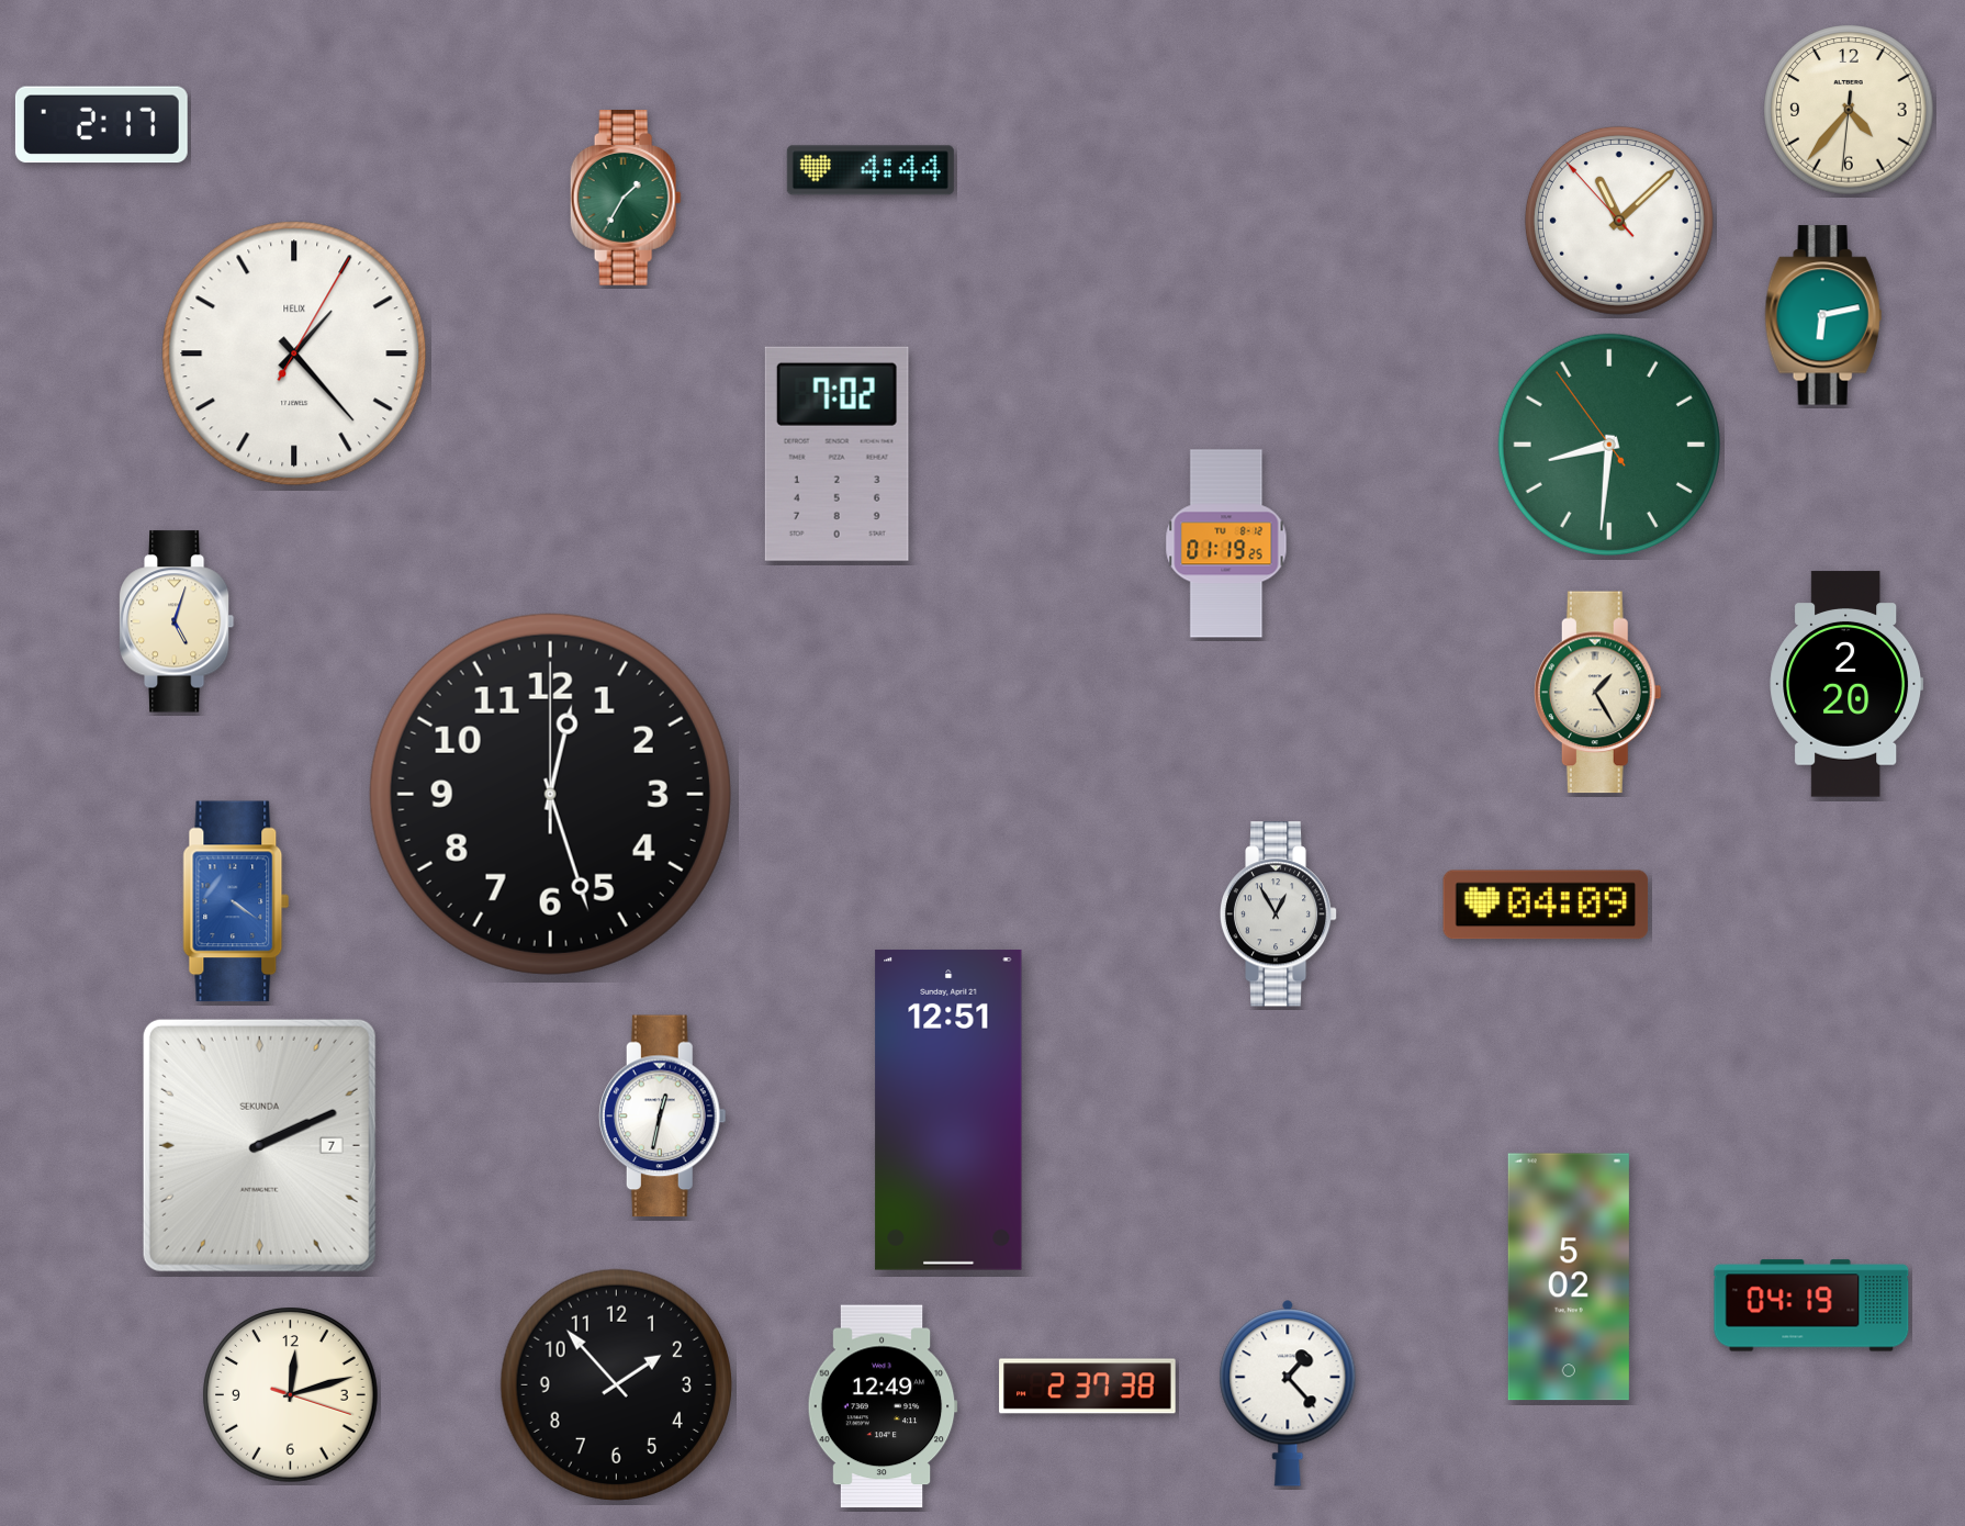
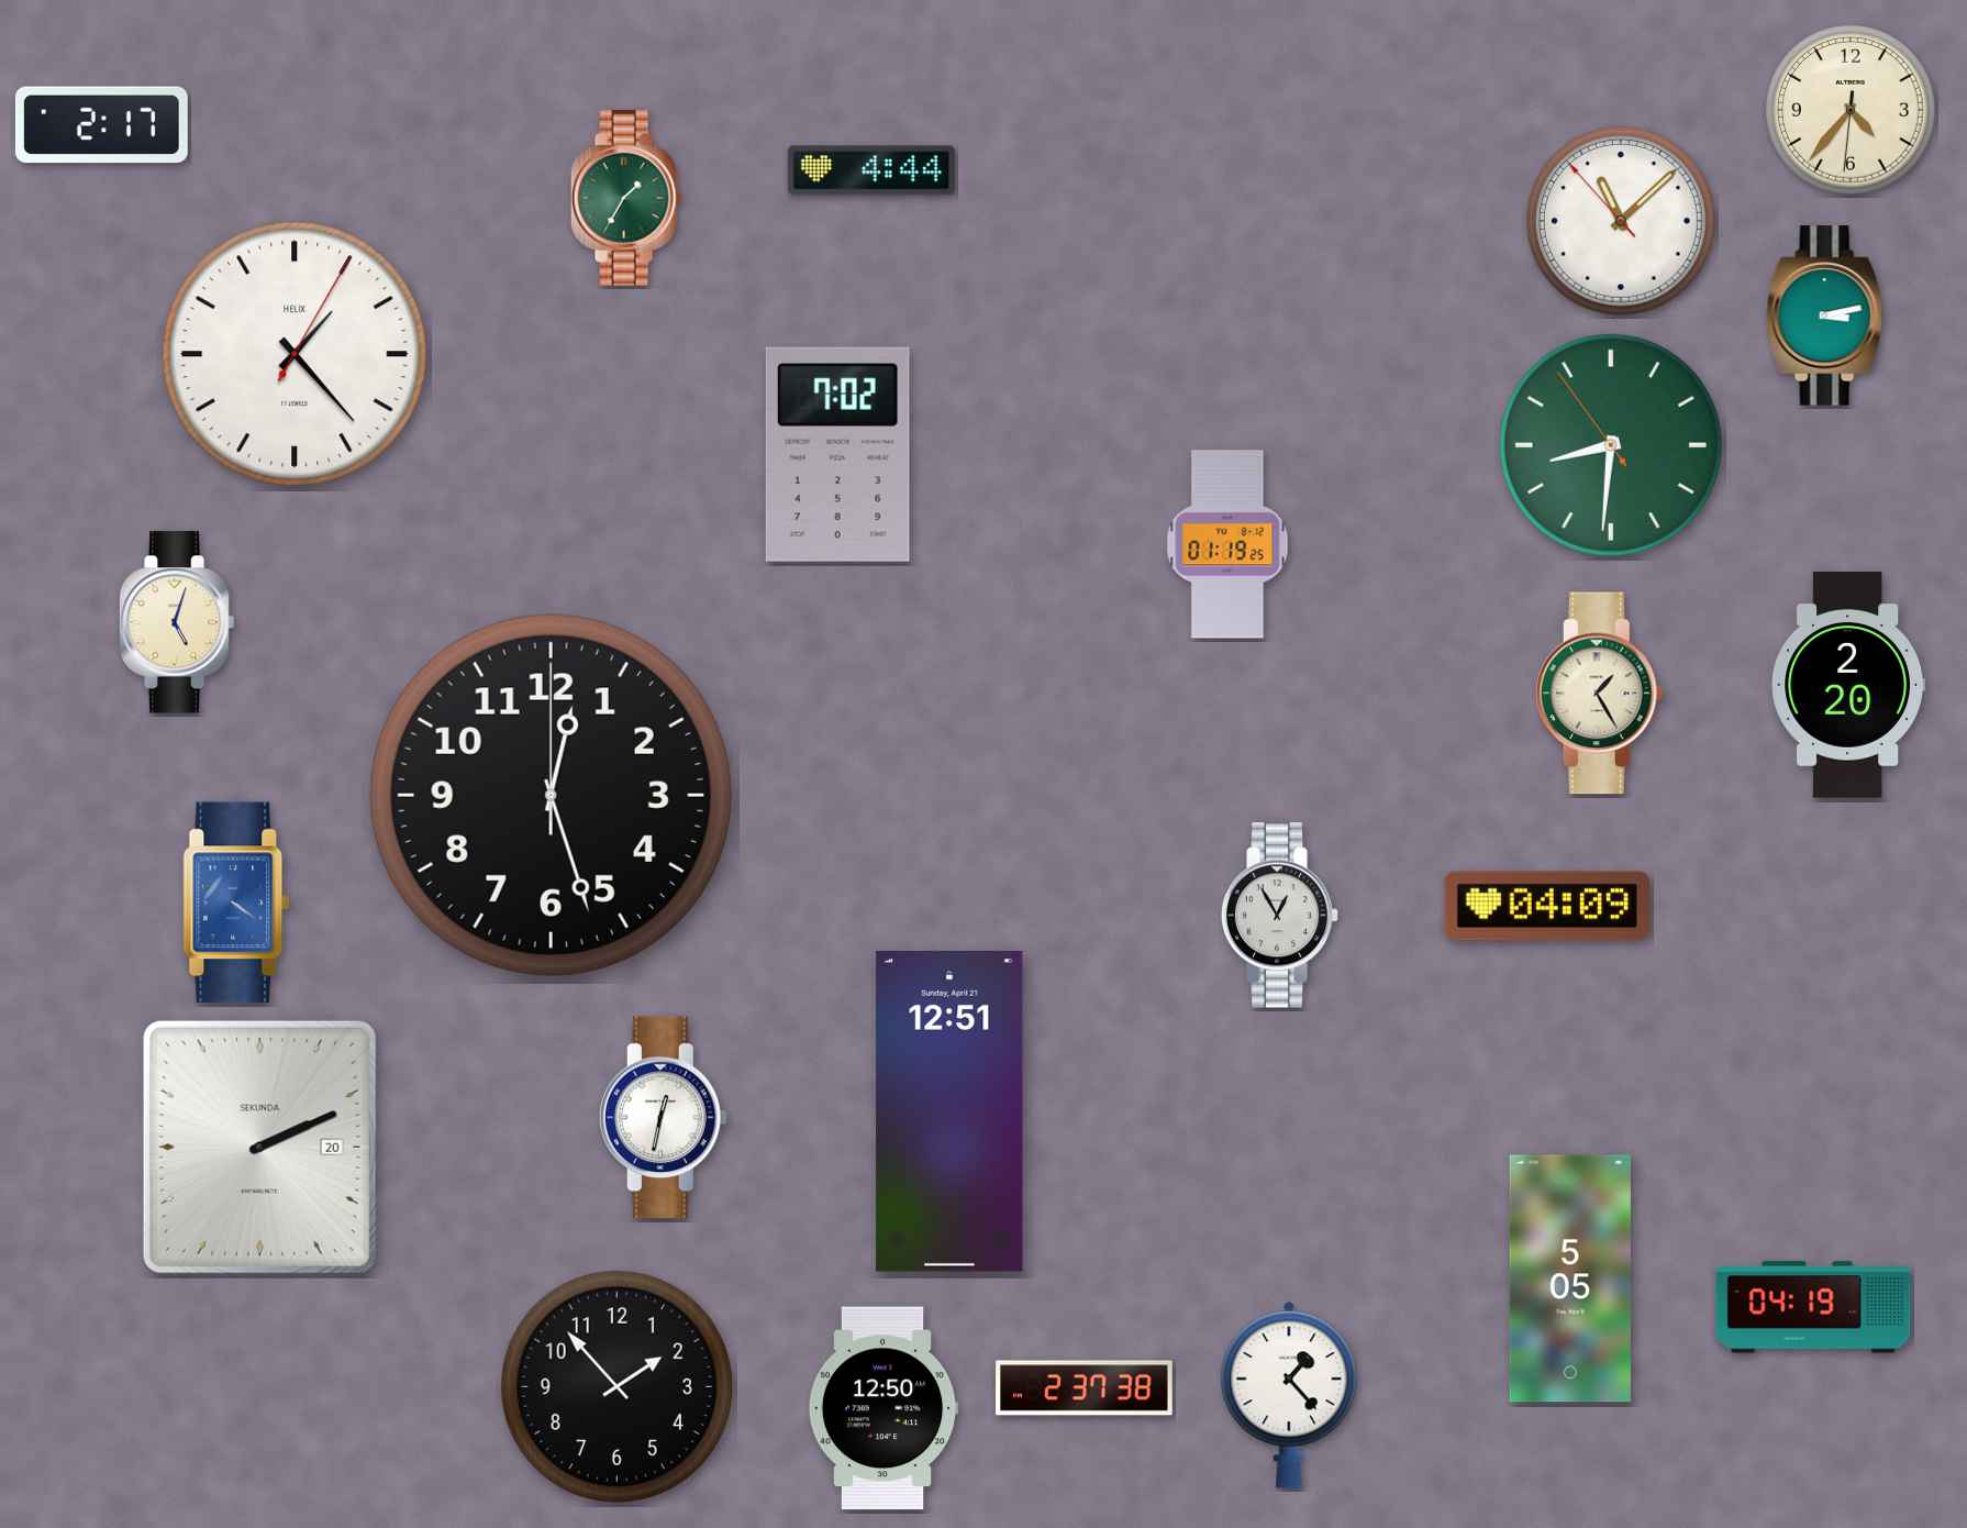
clock at (1823, 315): 6:13 -> 3:13
clock at (259, 1145) date: 7 -> 20
clock at (1569, 1277): 5:02 -> 5:05
clock at (1088, 1387) position: (1088, 1387) -> (1085, 1388)
clock at (291, 1395): 12:12 -> none
clock at (883, 1406): 12:49 -> 12:50
